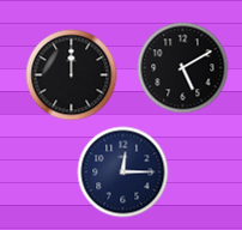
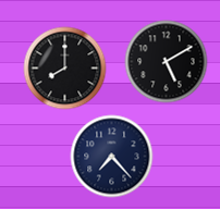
clock at (72, 75): 12:00 -> 8:00
clock at (123, 172): 12:15 -> 7:23
